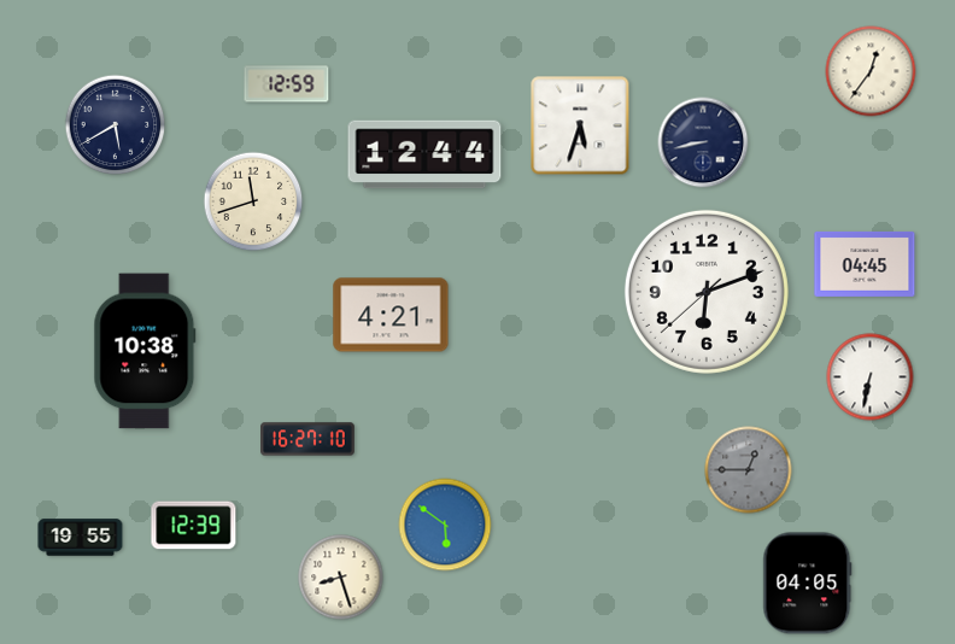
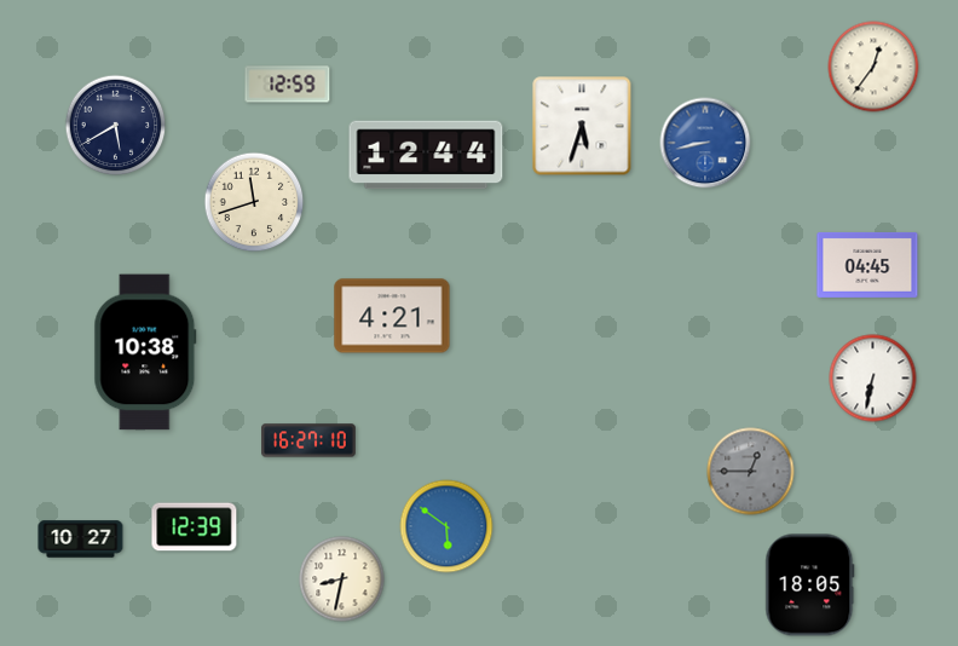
clock at (871, 71) position: (871, 71) -> (873, 67)
clock at (703, 142) dial: navy -> blue
clock at (707, 292): 6:11 -> none
clock at (81, 538): 19:55 -> 10:27
clock at (341, 578): 8:27 -> 8:32
clock at (808, 584): 04:05 -> 18:05
